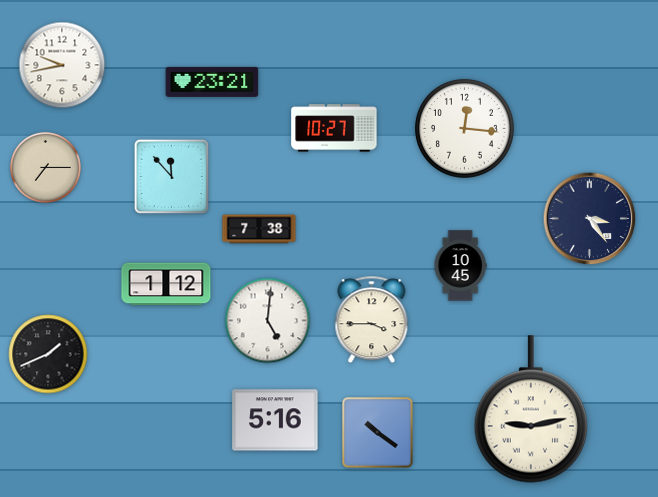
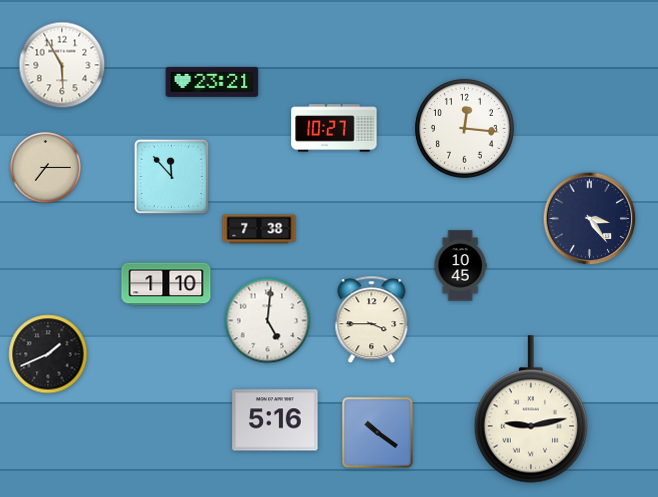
clock at (62, 65): 9:43 -> 5:55
clock at (166, 284): 1:12 -> 1:10
